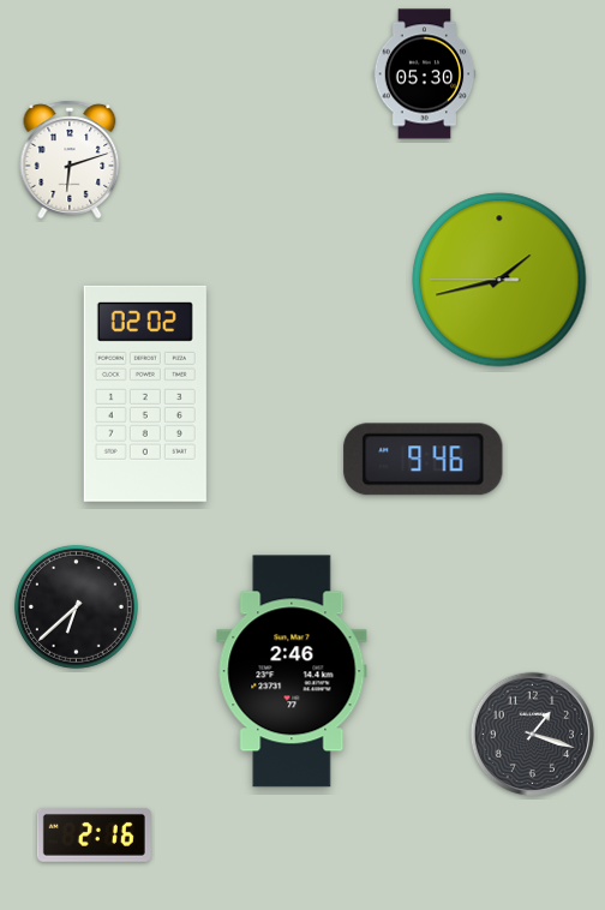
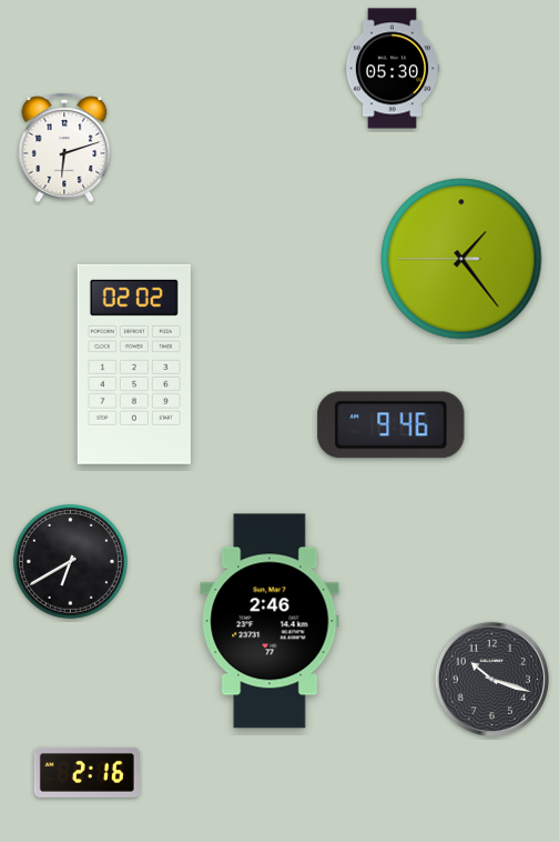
clock at (499, 280): 1:42 -> 1:23
clock at (76, 606): 6:38 -> 6:40
clock at (532, 734): 1:18 -> 10:18
